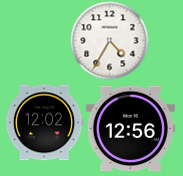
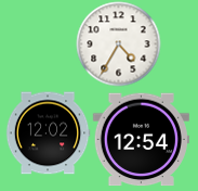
clock at (130, 129): 12:56 -> 12:54
